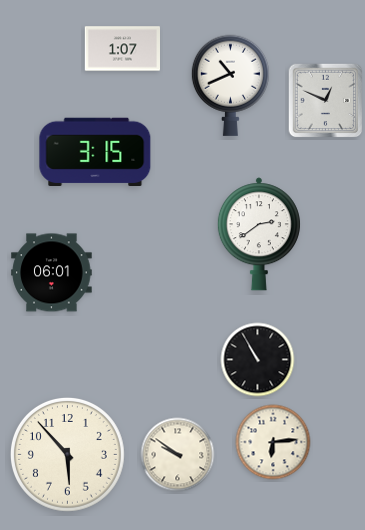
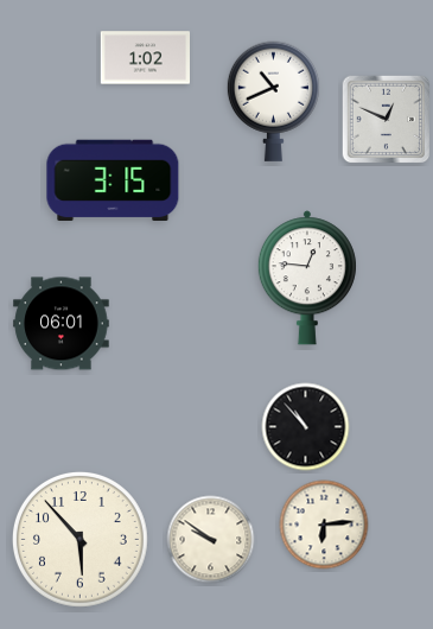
clock at (122, 49): 1:07 -> 1:02
clock at (259, 234): 2:39 -> 12:46
clock at (258, 360): 10:55 -> 10:53
